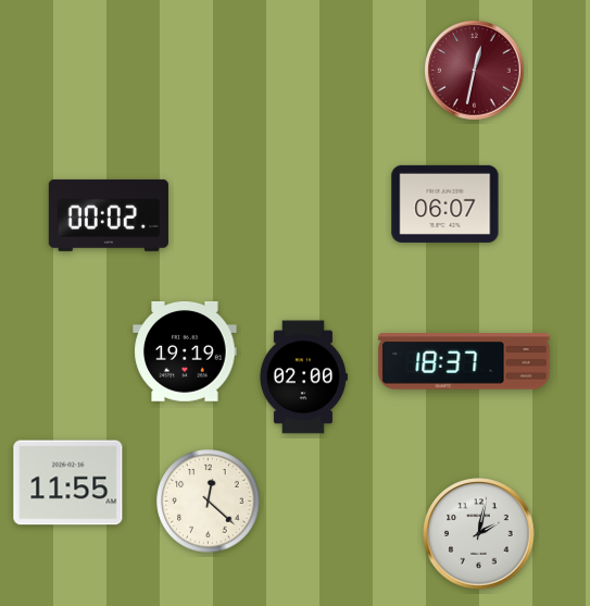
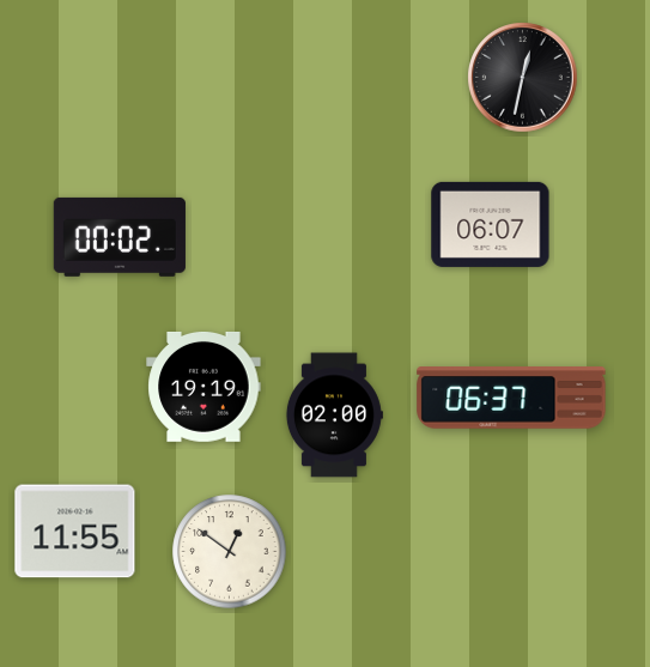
clock at (475, 71) dial: burgundy -> black
clock at (464, 361): 18:37 -> 06:37
clock at (209, 502): 12:22 -> 12:51
clock at (479, 534): 2:02 -> none
